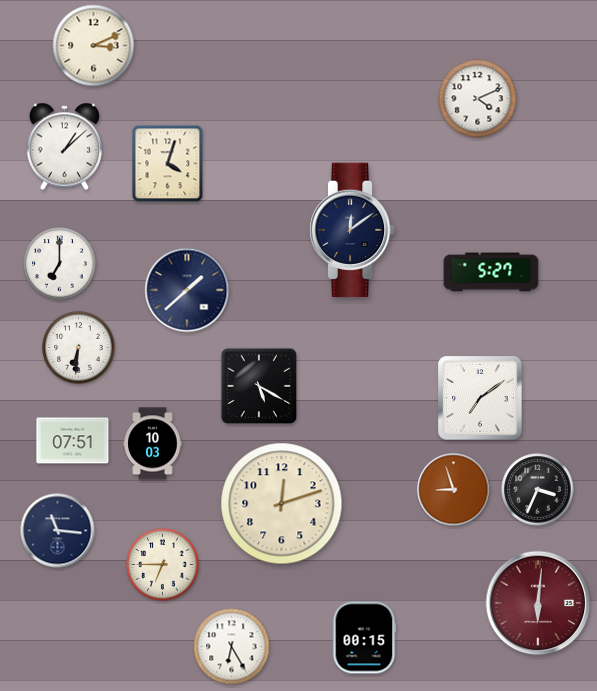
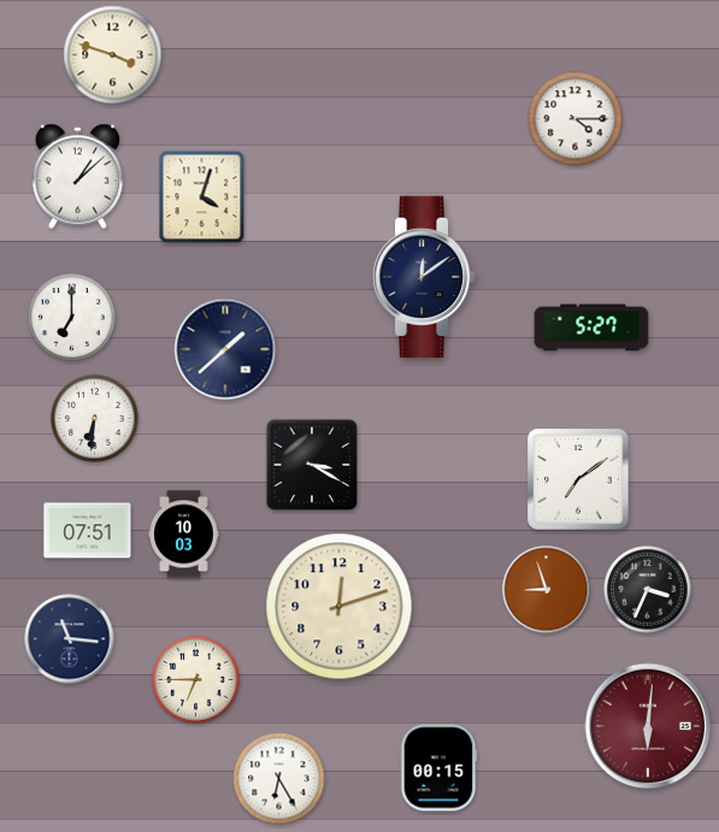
clock at (94, 46): 3:11 -> 3:48
clock at (478, 99): 4:11 -> 4:15
clock at (259, 386): 5:20 -> 3:20
